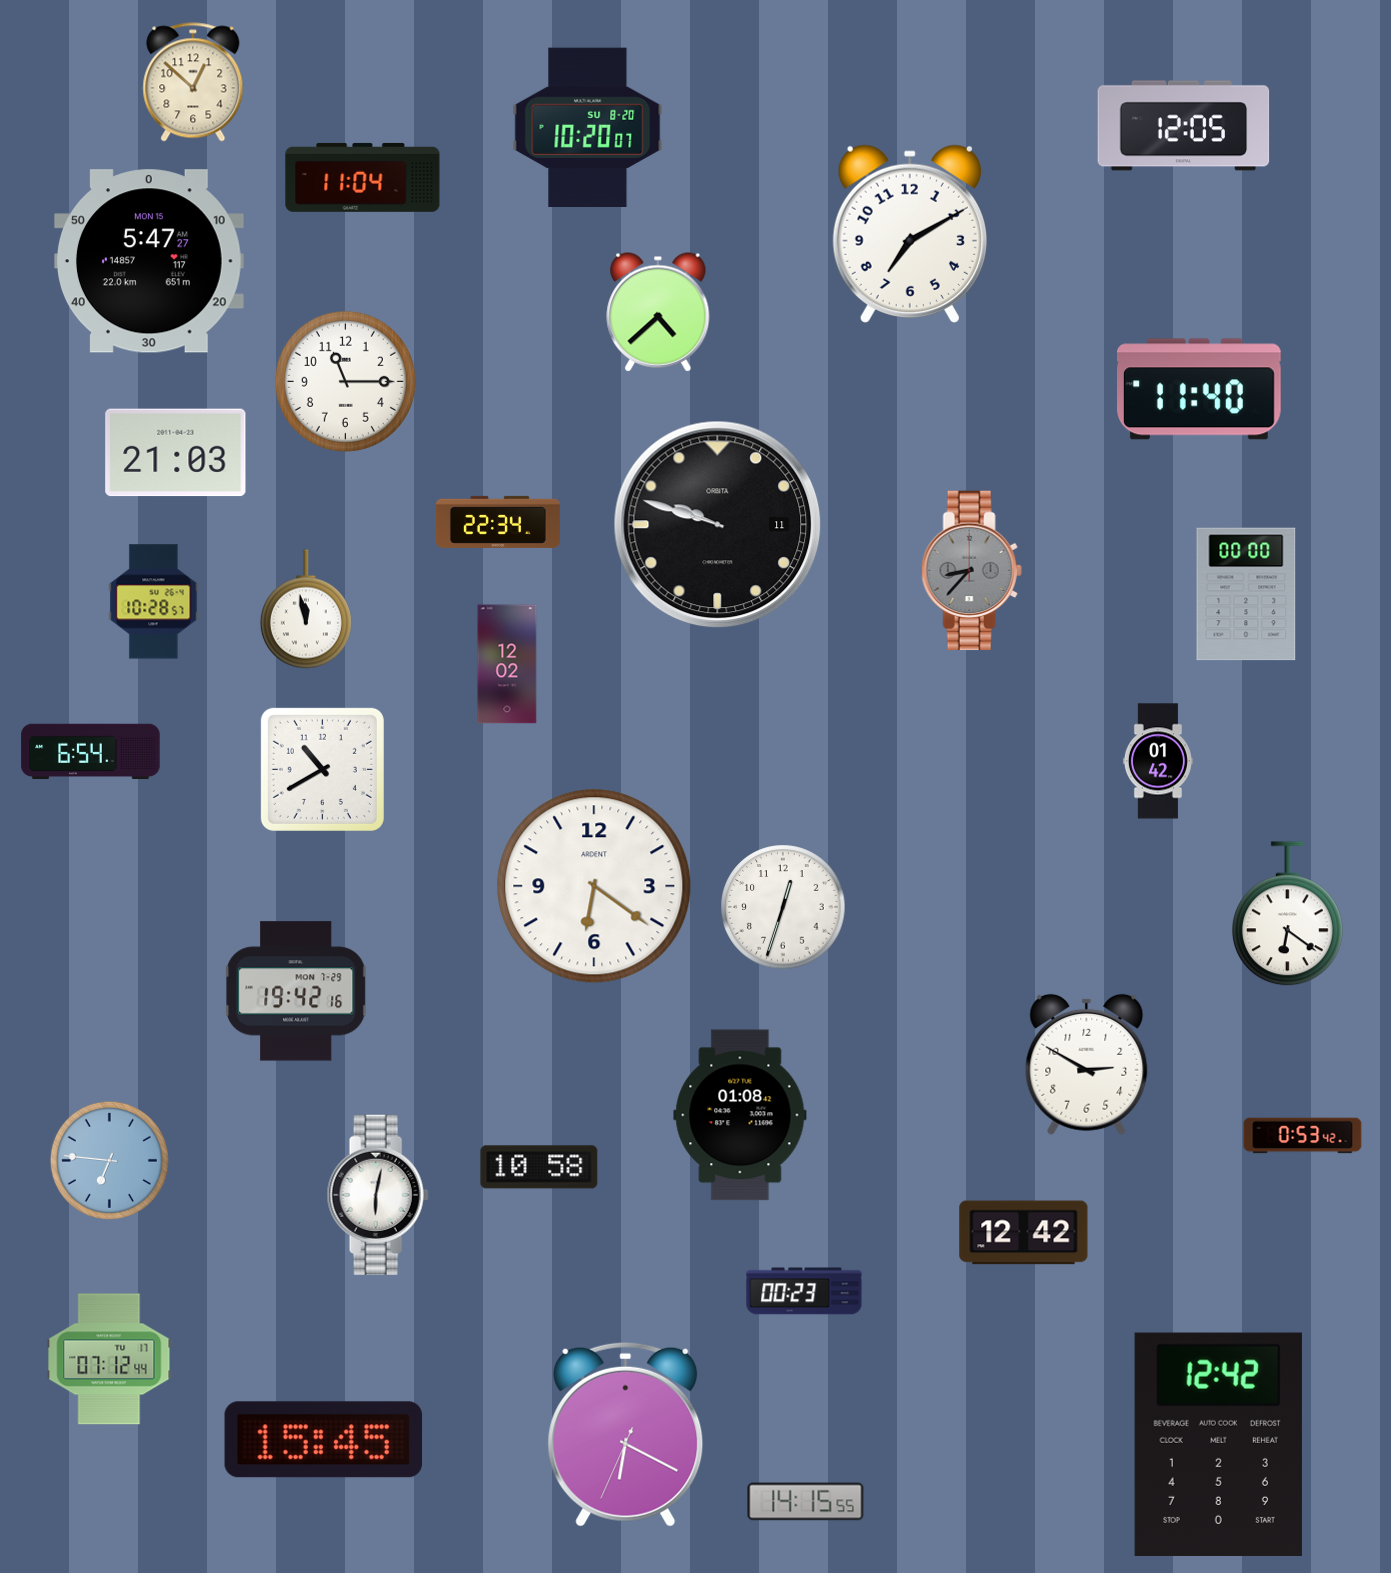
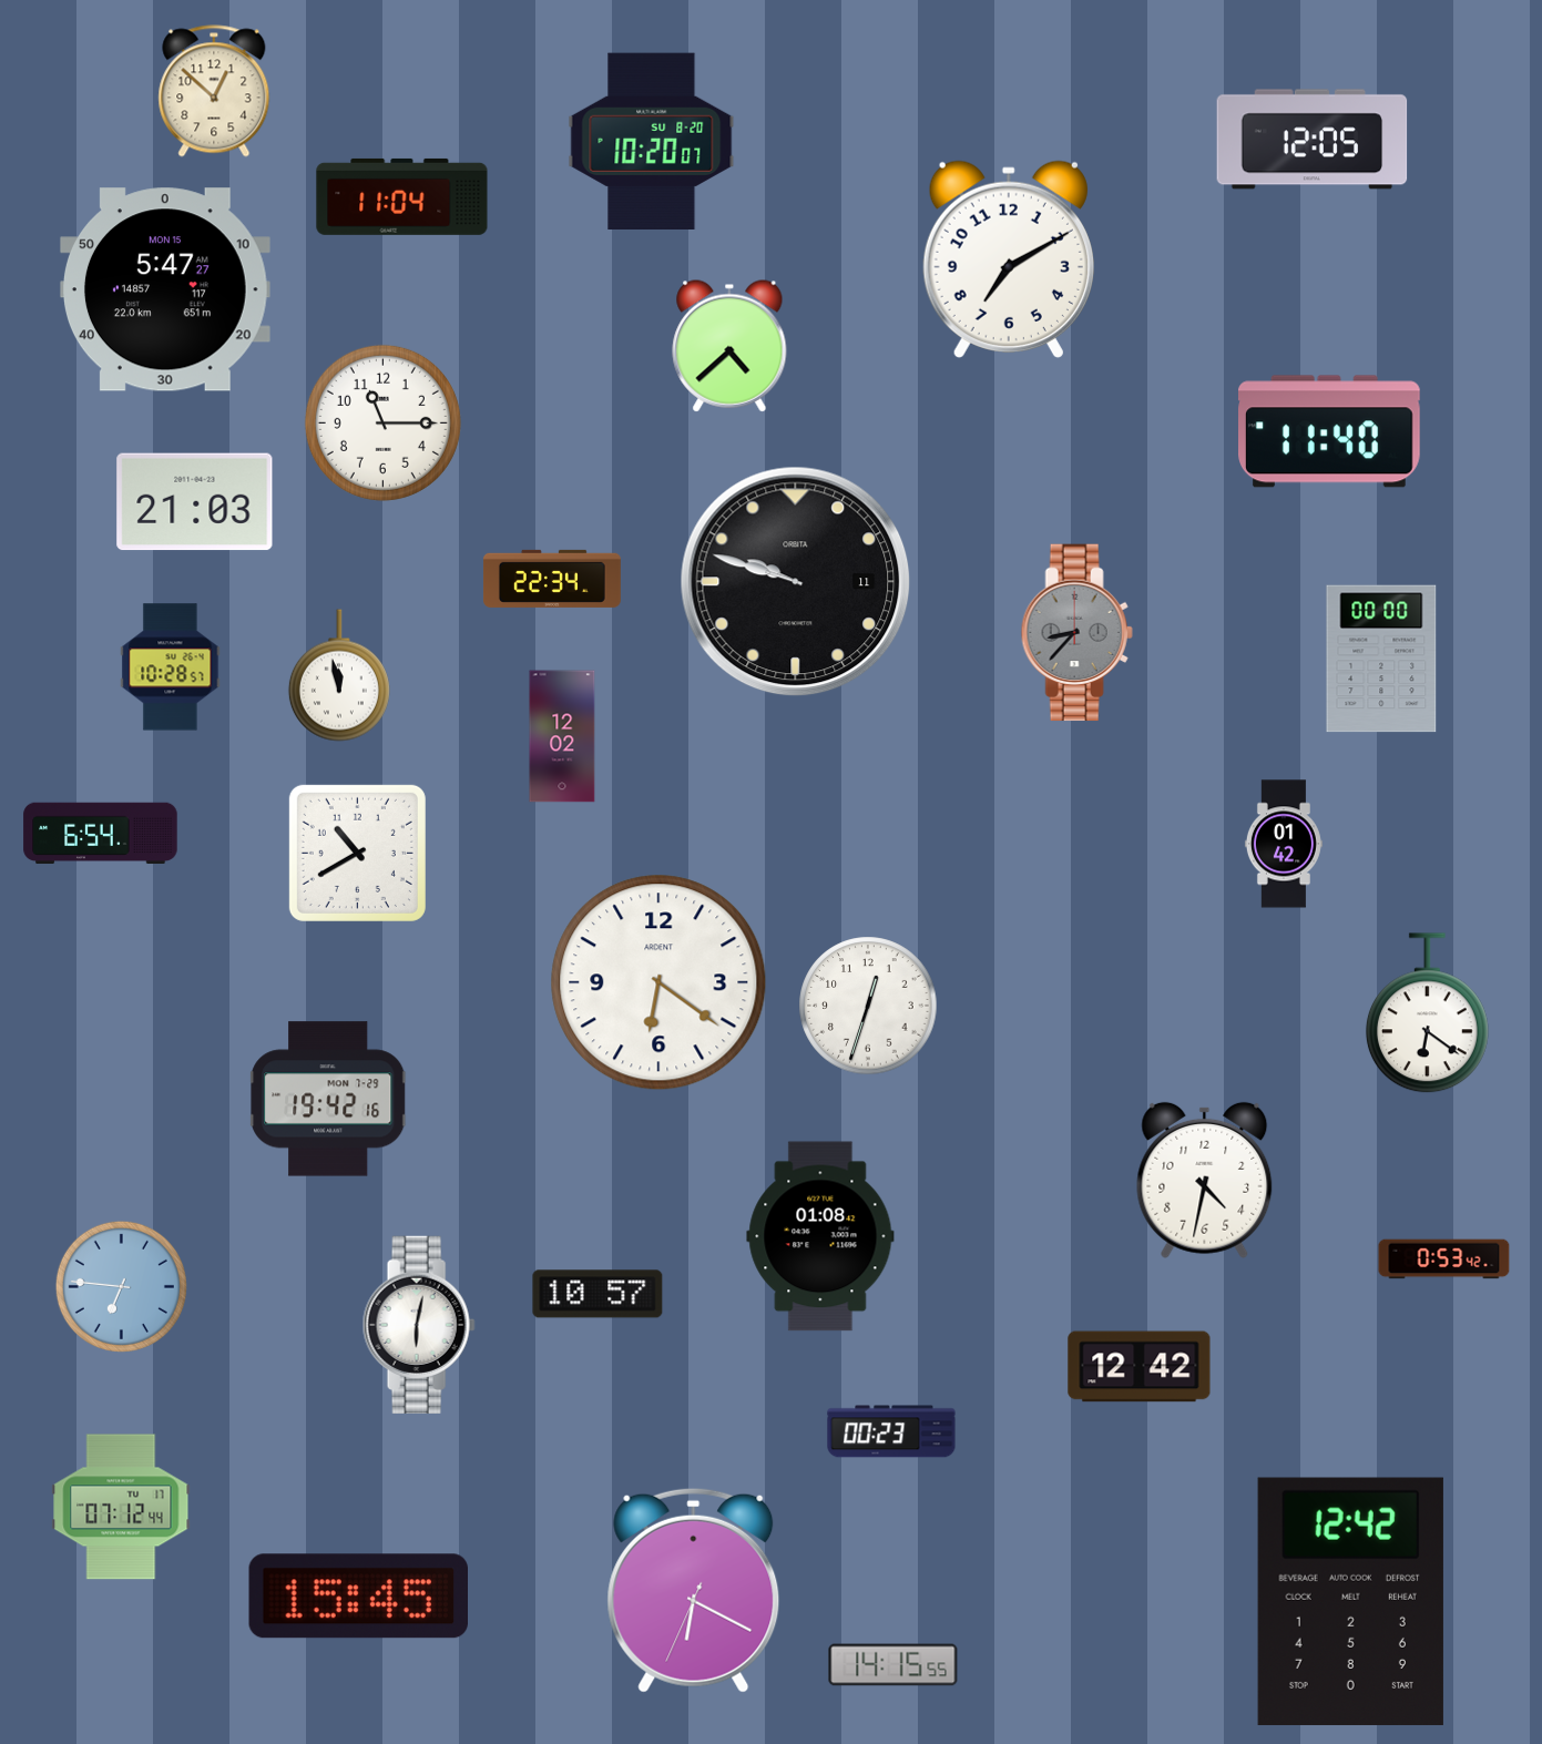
clock at (1087, 1064): 2:50 -> 4:32
clock at (539, 1167): 10:58 -> 10:57
clock at (1024, 1233) position: (1024, 1233) -> (1140, 1367)
